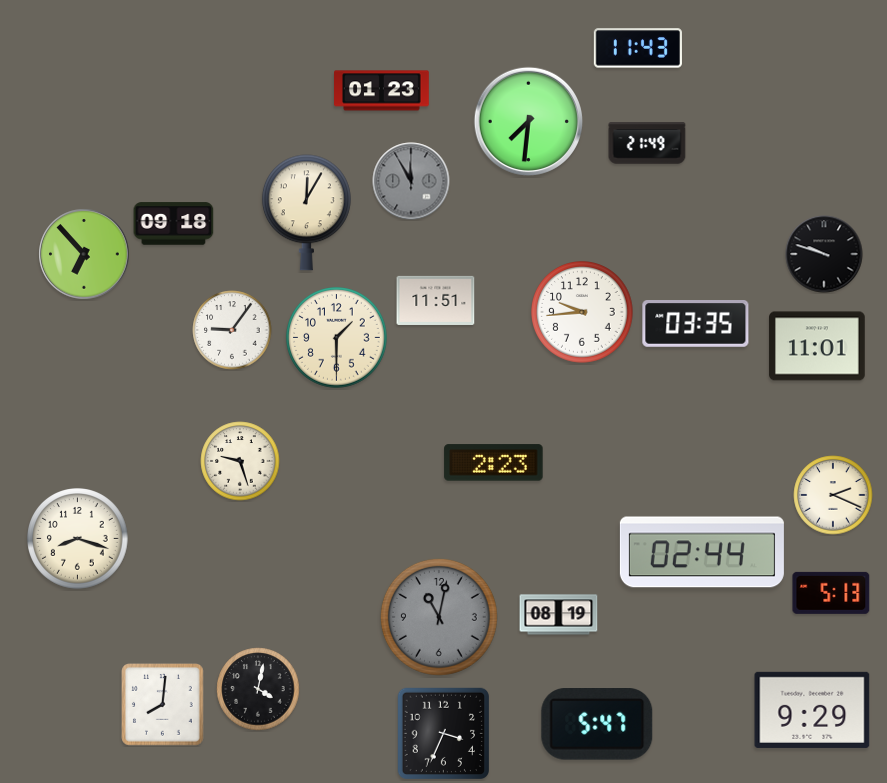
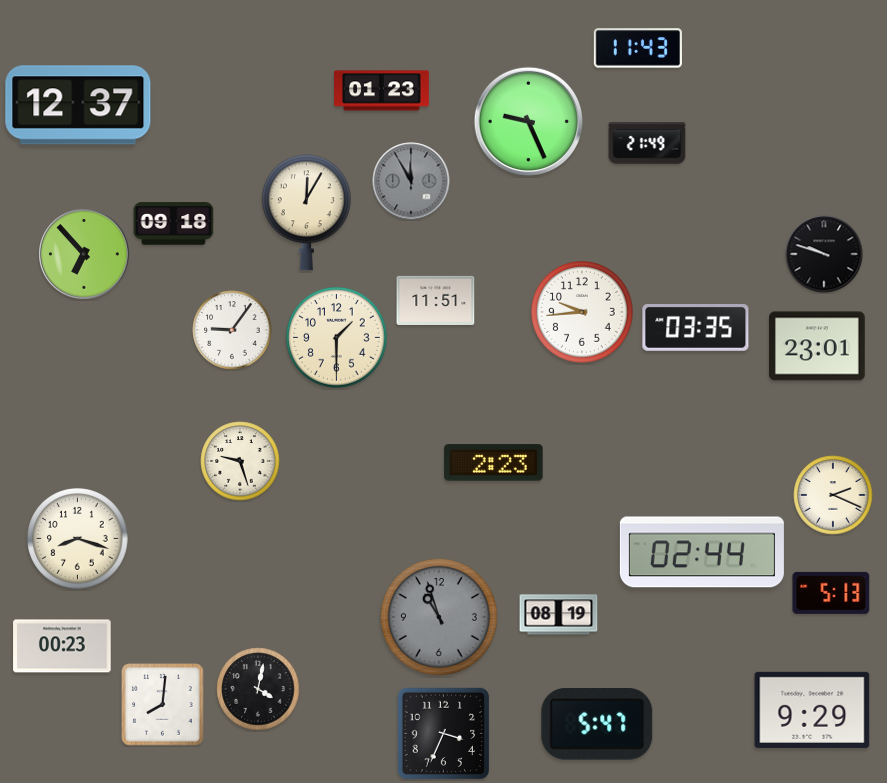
clock at (78, 105): none -> 12:37
clock at (528, 121): 7:31 -> 9:26
clock at (696, 324) position: (696, 324) -> (696, 328)
clock at (817, 346): 11:01 -> 23:01
clock at (439, 617): 11:02 -> 10:57
clock at (62, 646): none -> 00:23
